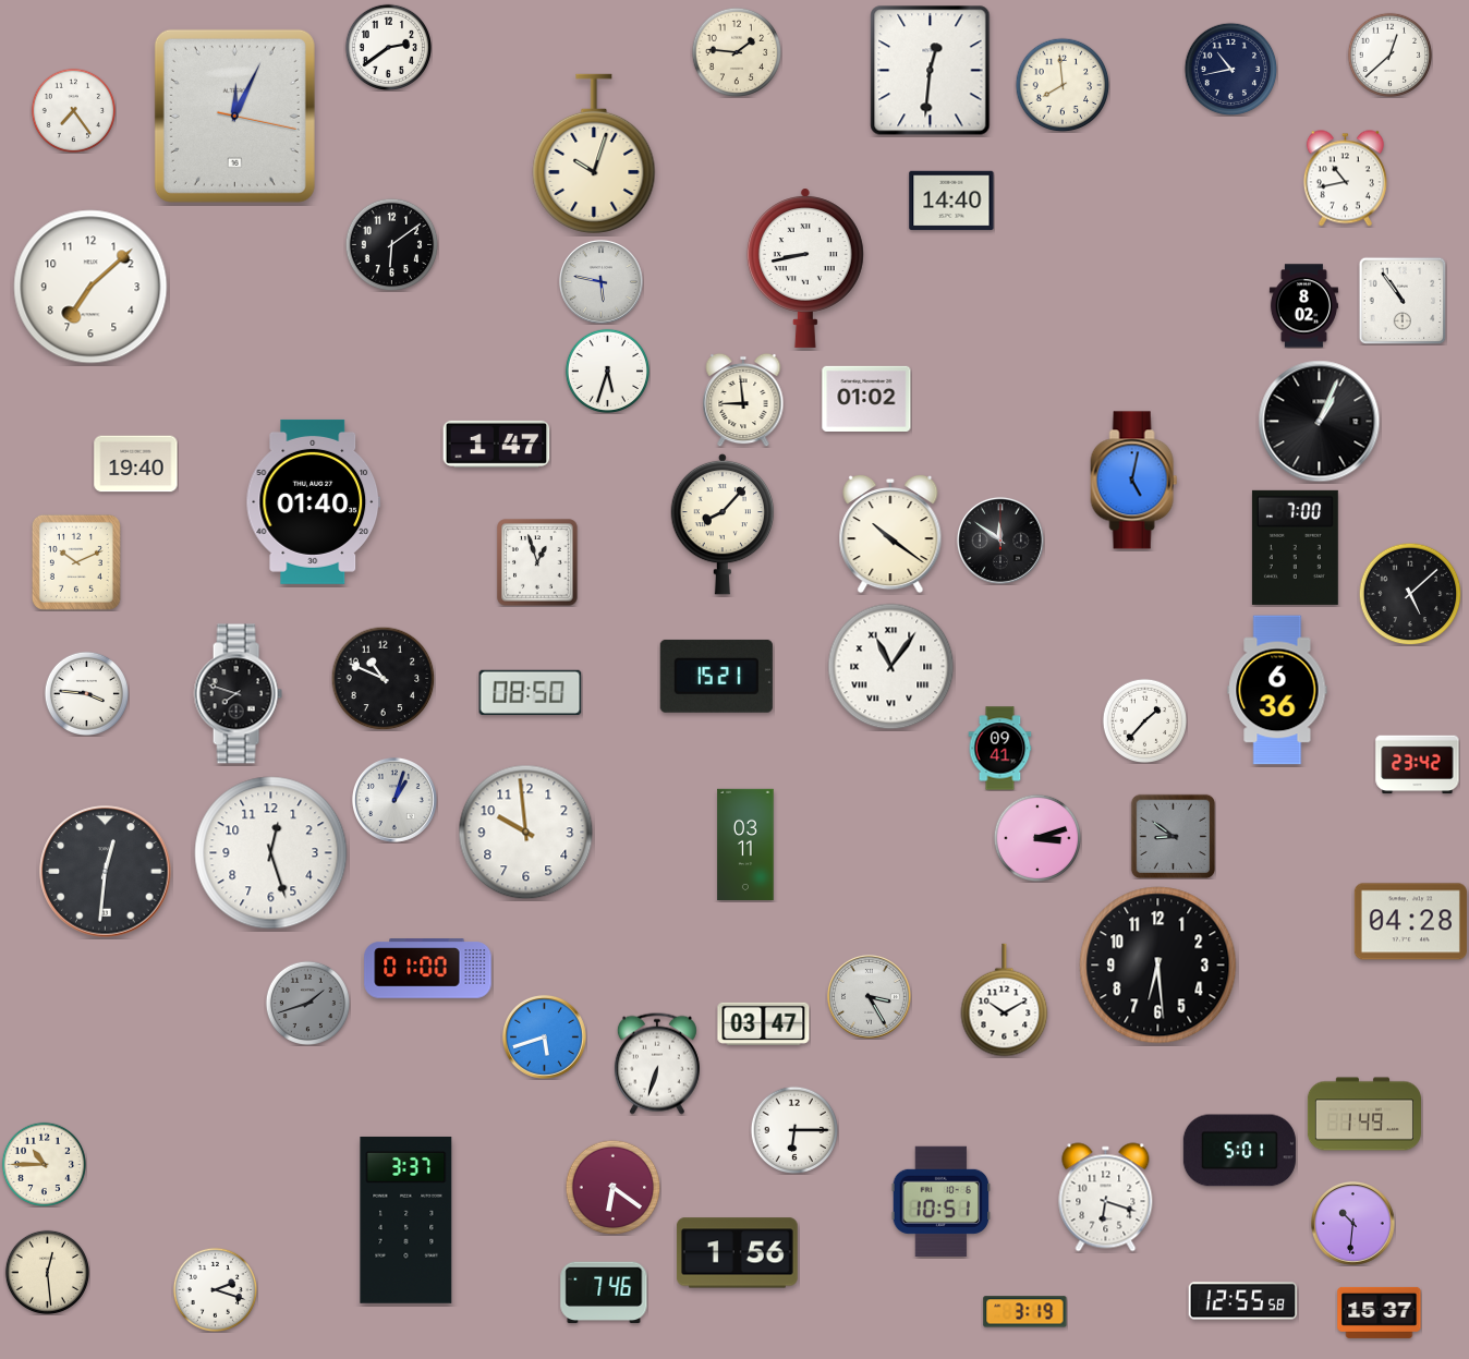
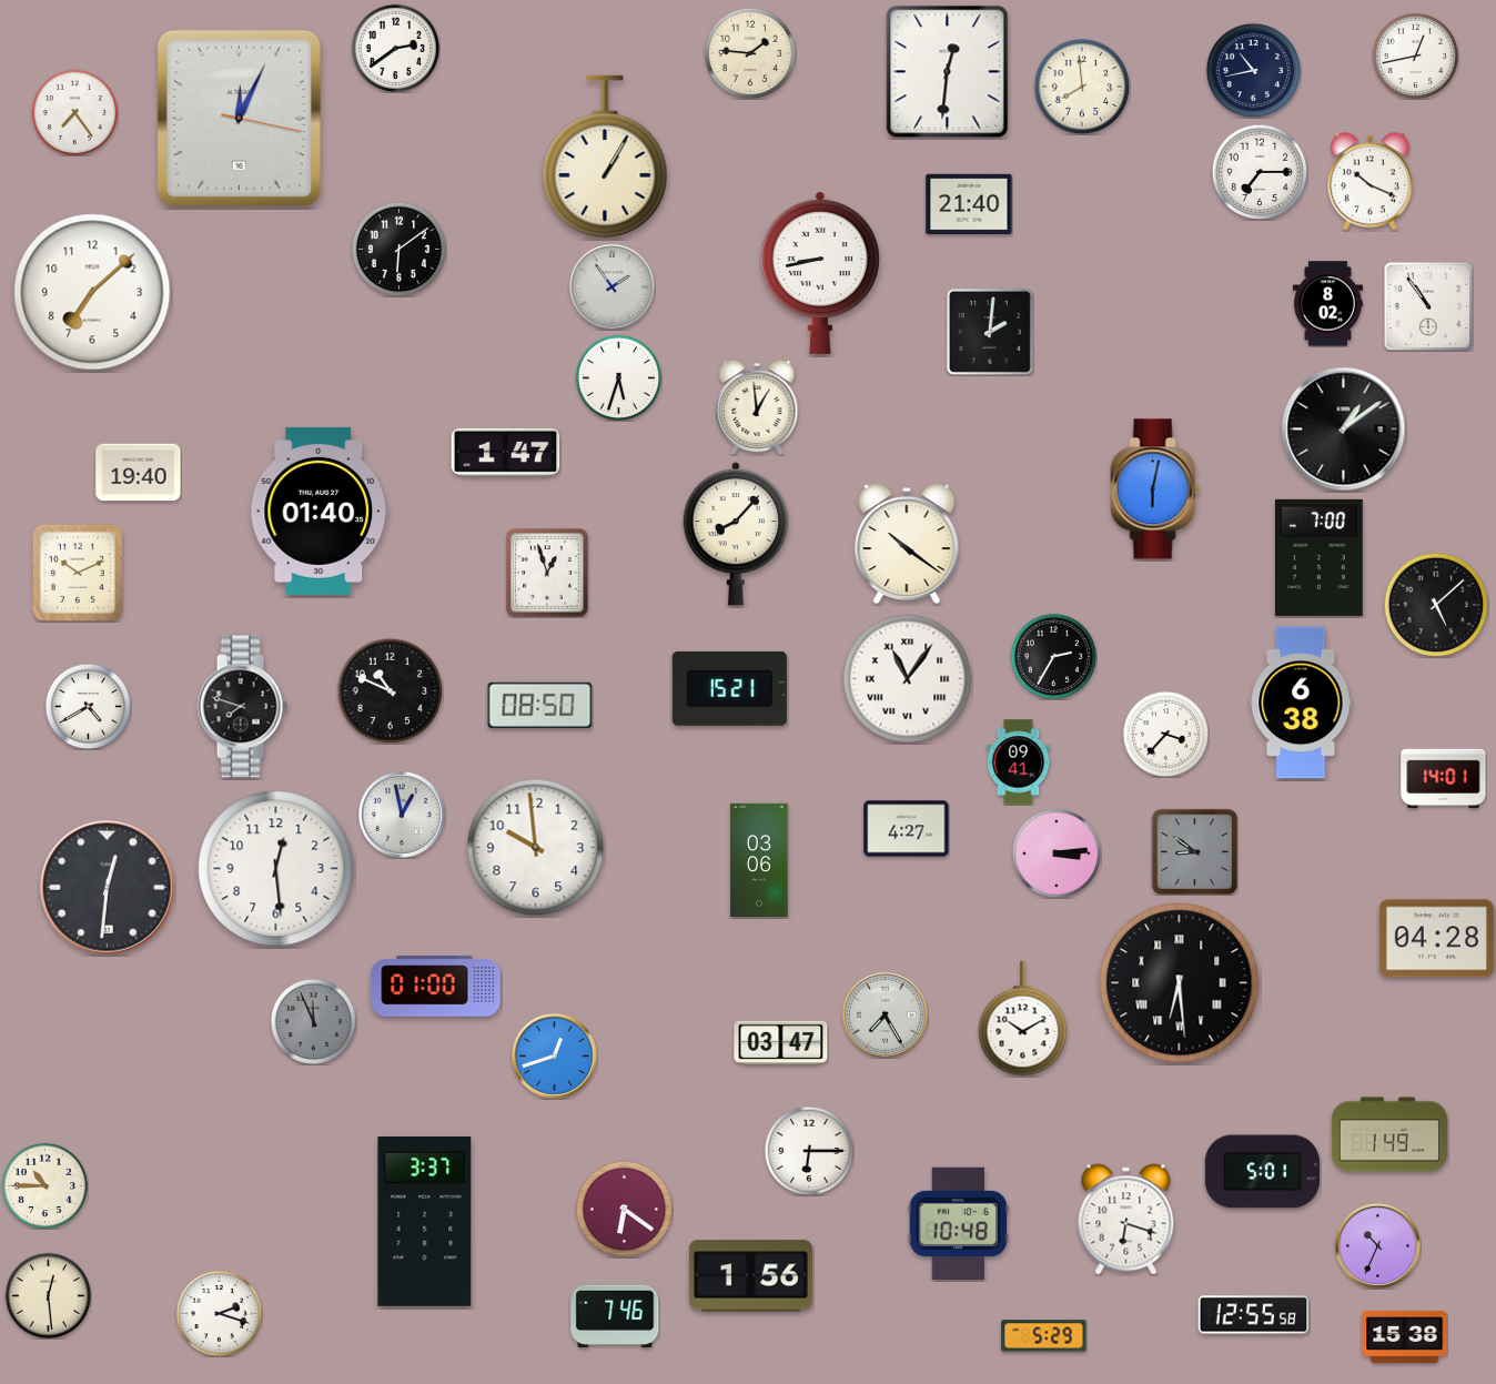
clock at (1389, 54): 12:38 -> 12:43
clock at (594, 154): 10:03 -> 1:05
clock at (1260, 172): none -> 7:15
clock at (1345, 179): 10:43 -> 10:19
clock at (951, 201): 14:40 -> 21:40
clock at (600, 281): 5:47 -> 1:54
clock at (1303, 306) position: (1303, 306) -> (1327, 304)
clock at (990, 332): none -> 2:01
clock at (866, 399): 01:02 -> none
clock at (743, 400): 8:59 -> 12:59
clock at (1320, 422): 1:04 -> 1:09
clock at (1134, 481): 5:02 -> 6:02
clock at (1000, 541): 11:51 -> none
clock at (1053, 656): none -> 2:35
clock at (1277, 690): 6:36 -> 6:38
clock at (86, 693): 3:46 -> 4:40
clock at (1144, 720): 1:37 -> 3:37
clock at (1418, 765): 23:42 -> 14:01
clock at (394, 800): 1:03 -> 12:58
clock at (907, 829): none -> 4:27
clock at (1036, 837): 3:12 -> 3:14
clock at (745, 844): 03:11 -> 03:06
clock at (271, 853): 12:27 -> 12:29
clock at (1158, 966) numerals: Arabic -> Roman
clock at (869, 996): 3:25 -> 7:25
clock at (307, 1003): 1:42 -> 11:56
clock at (764, 1023) position: (764, 1023) -> (781, 1042)
clock at (544, 1036): 5:42 -> 12:42
clock at (657, 1064): 6:33 -> none
clock at (942, 1201): 10:51 -> 10:48
clock at (406, 1220) position: (406, 1220) -> (425, 1221)
clock at (1352, 1223): 10:31 -> 10:34
clock at (1243, 1301) position: (1243, 1301) -> (1254, 1315)
clock at (1025, 1312): 3:19 -> 5:29
clock at (1380, 1312): 15:37 -> 15:38
